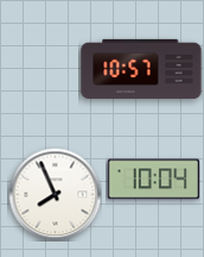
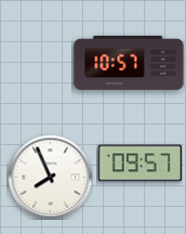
clock at (153, 180): 10:04 -> 09:57
